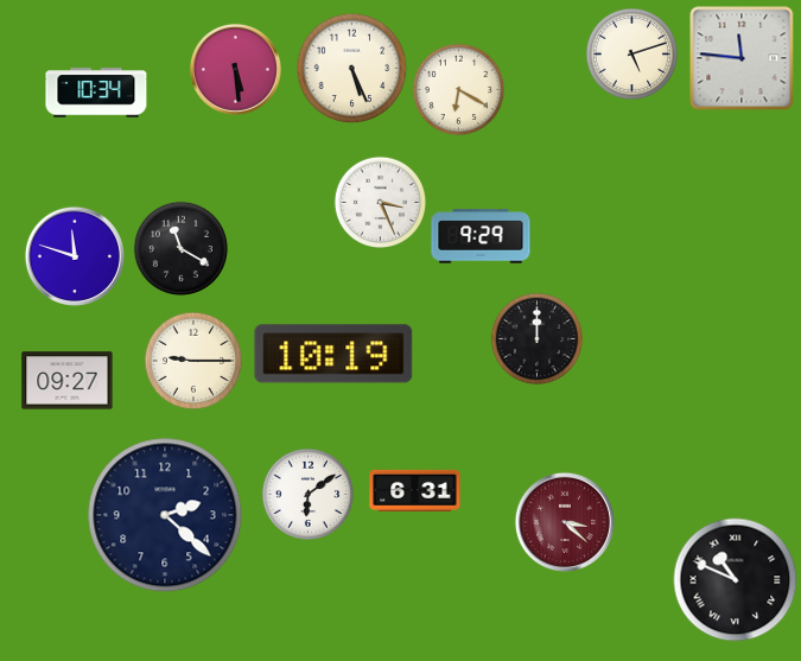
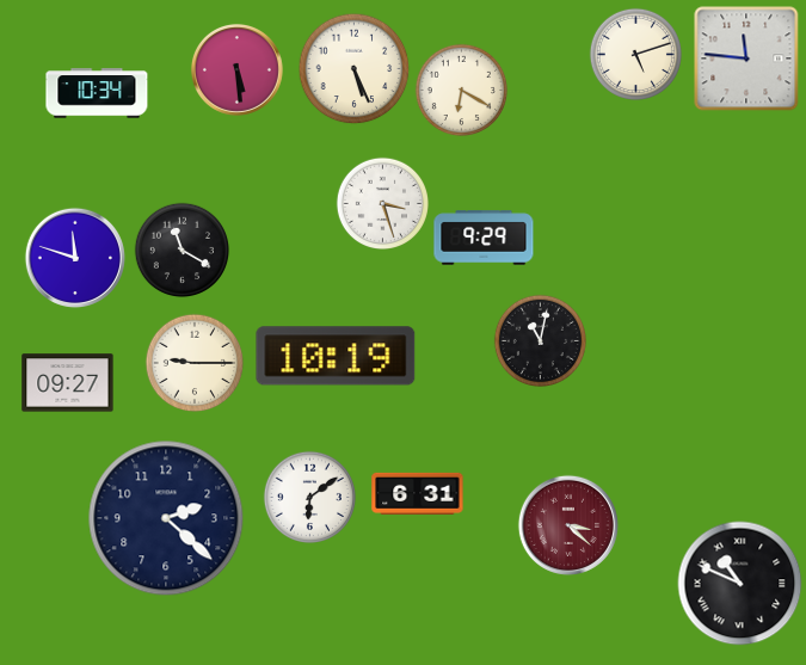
clock at (380, 202): 3:26 -> 3:27
clock at (536, 338): 12:00 -> 11:02
